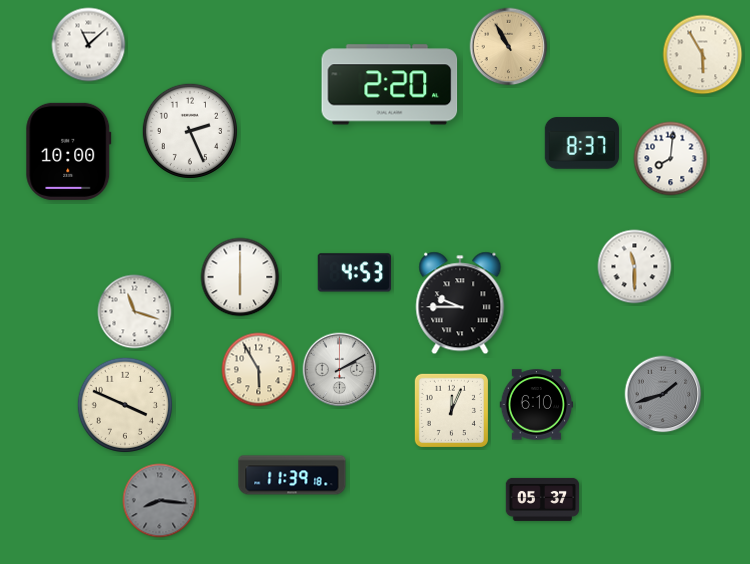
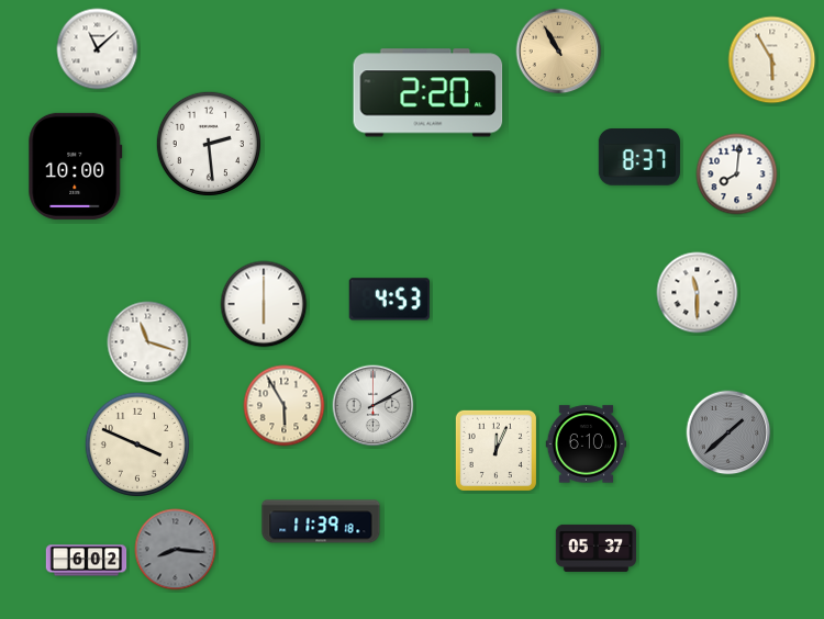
clock at (189, 130): 2:26 -> 2:29
clock at (460, 303): 9:45 -> none
clock at (663, 394): 1:42 -> 1:38
clock at (537, 405) position: (537, 405) -> (587, 444)
clock at (87, 561): none -> 6:02
